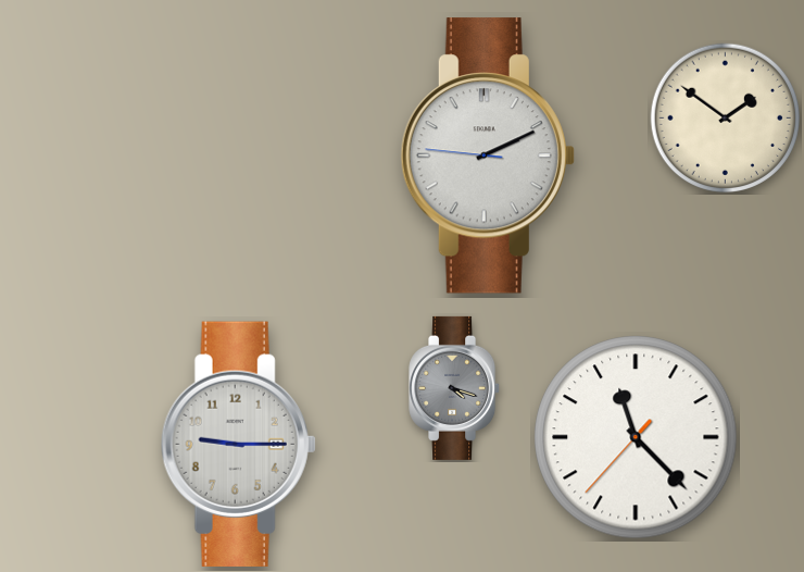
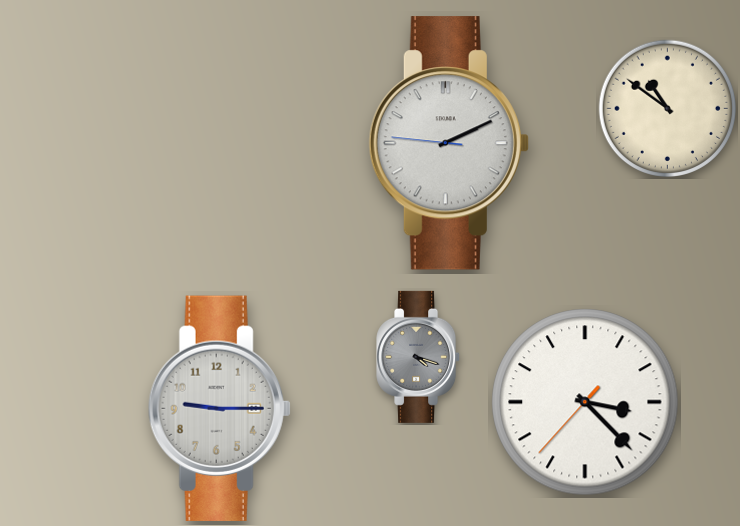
clock at (725, 117): 1:51 -> 10:51
clock at (636, 437): 11:22 -> 3:22
